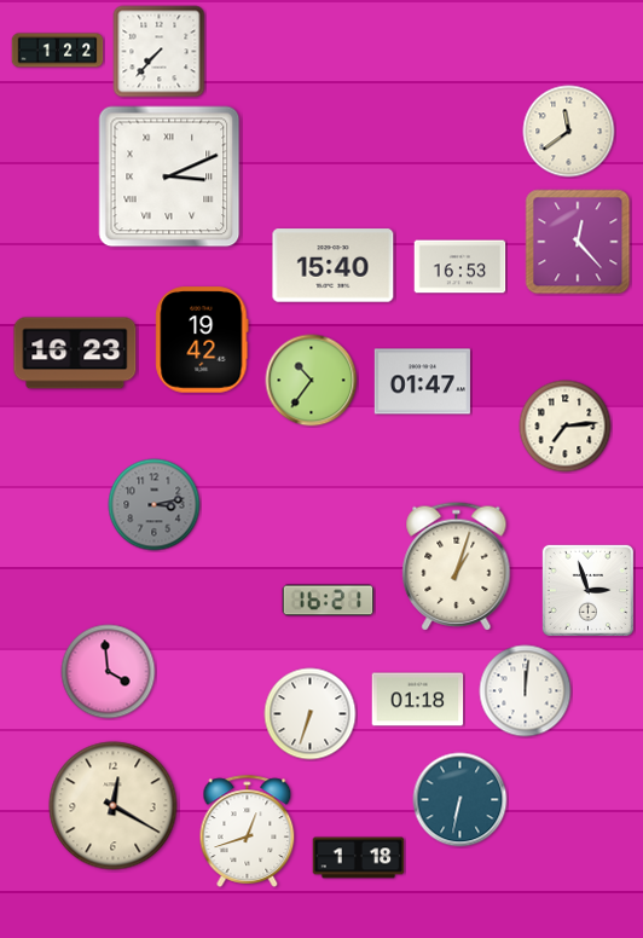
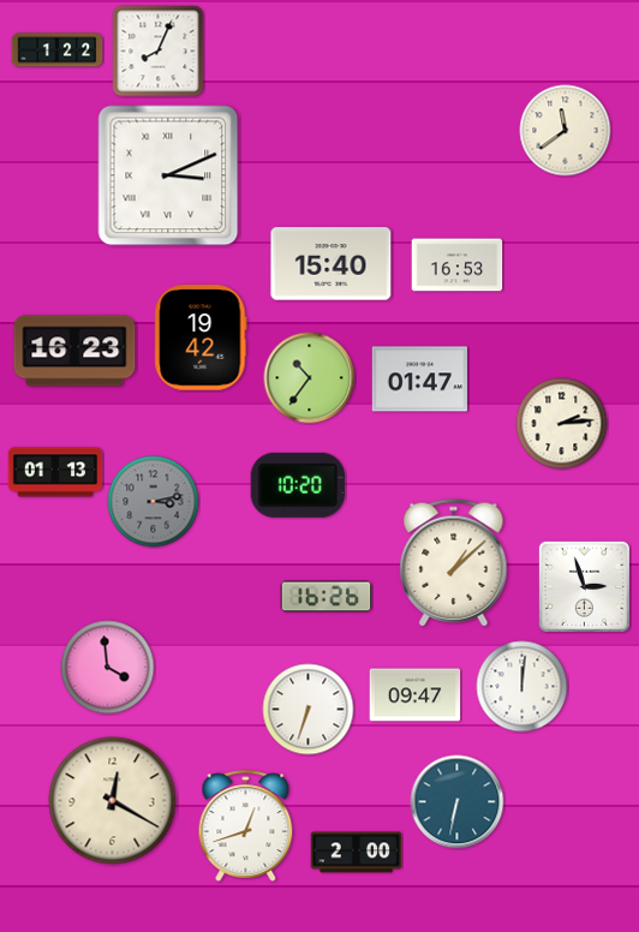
clock at (160, 52): 7:37 -> 8:04
clock at (578, 242): 12:23 -> none
clock at (566, 427): 7:14 -> 2:14
clock at (55, 472): none -> 01:13
clock at (298, 485): none -> 10:20
clock at (457, 567): 1:03 -> 1:08
clock at (329, 601): 16:21 -> 16:26
clock at (418, 700): 01:18 -> 09:47
clock at (460, 800) position: (460, 800) -> (458, 802)
clock at (359, 858): 1:18 -> 2:00
